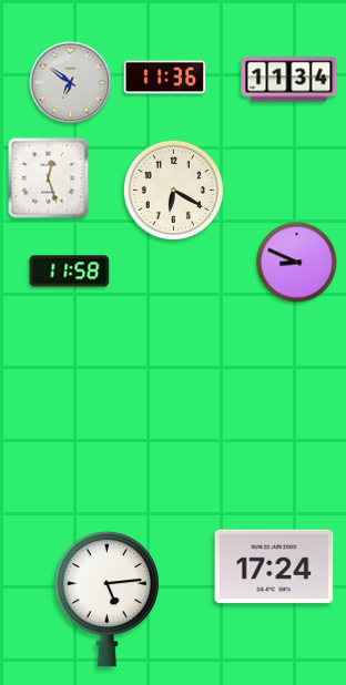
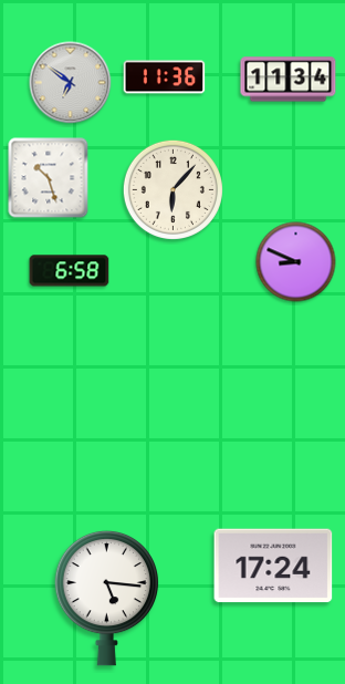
clock at (49, 178): 12:27 -> 10:27
clock at (173, 190): 6:20 -> 6:07
clock at (70, 272): 11:58 -> 6:58
clock at (106, 599): 5:14 -> 5:16
